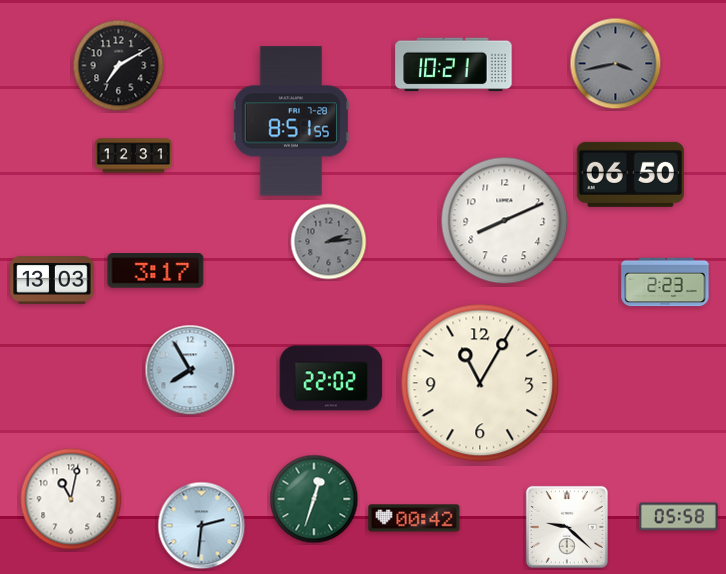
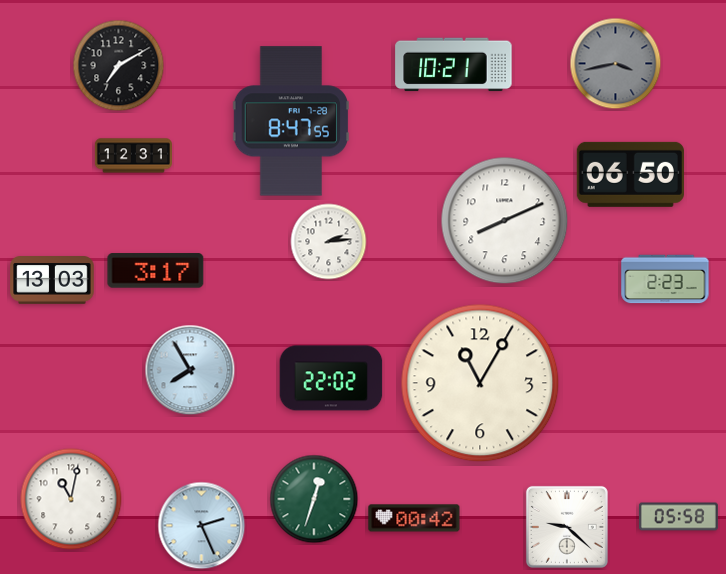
clock at (291, 121): 8:51 -> 8:47
clock at (329, 242) dial: grey -> white
clock at (665, 282) position: (665, 282) -> (665, 279)
clock at (202, 526): 2:31 -> 2:26
